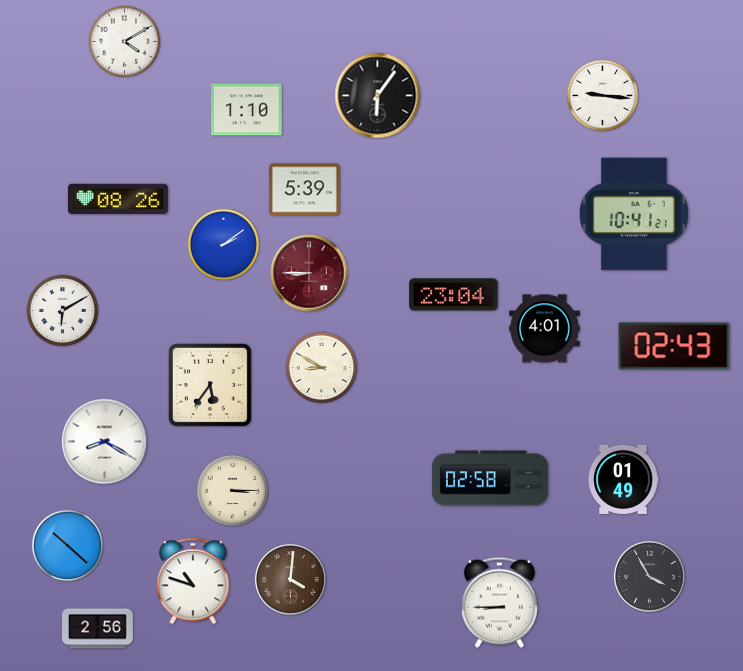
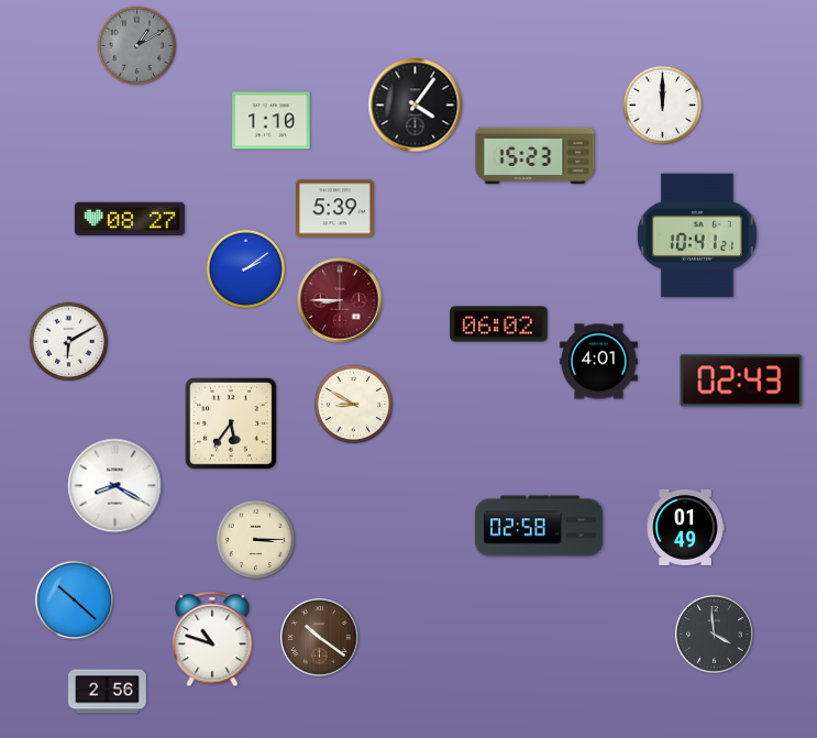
clock at (125, 42): 4:10 -> 1:10
clock at (125, 42) dial: white -> grey
clock at (378, 96): 6:06 -> 4:06
clock at (603, 96): 9:16 -> 12:00
clock at (536, 156): none -> 15:23
clock at (118, 198): 08:26 -> 08:27
clock at (454, 295): 23:04 -> 06:02
clock at (650, 577): 3:55 -> 3:59
clock at (291, 580): 4:01 -> 10:21
clock at (499, 602): 8:45 -> none
